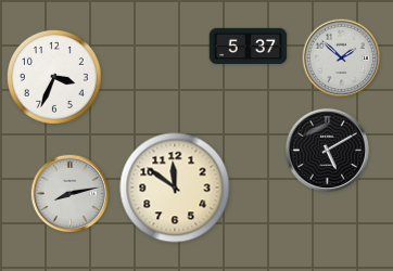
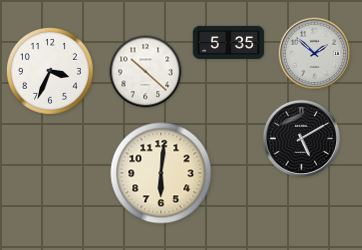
clock at (249, 46): 5:37 -> 5:35
clock at (146, 72): none -> 10:22
clock at (175, 188): 11:51 -> 6:01
clock at (71, 194): 8:13 -> none
